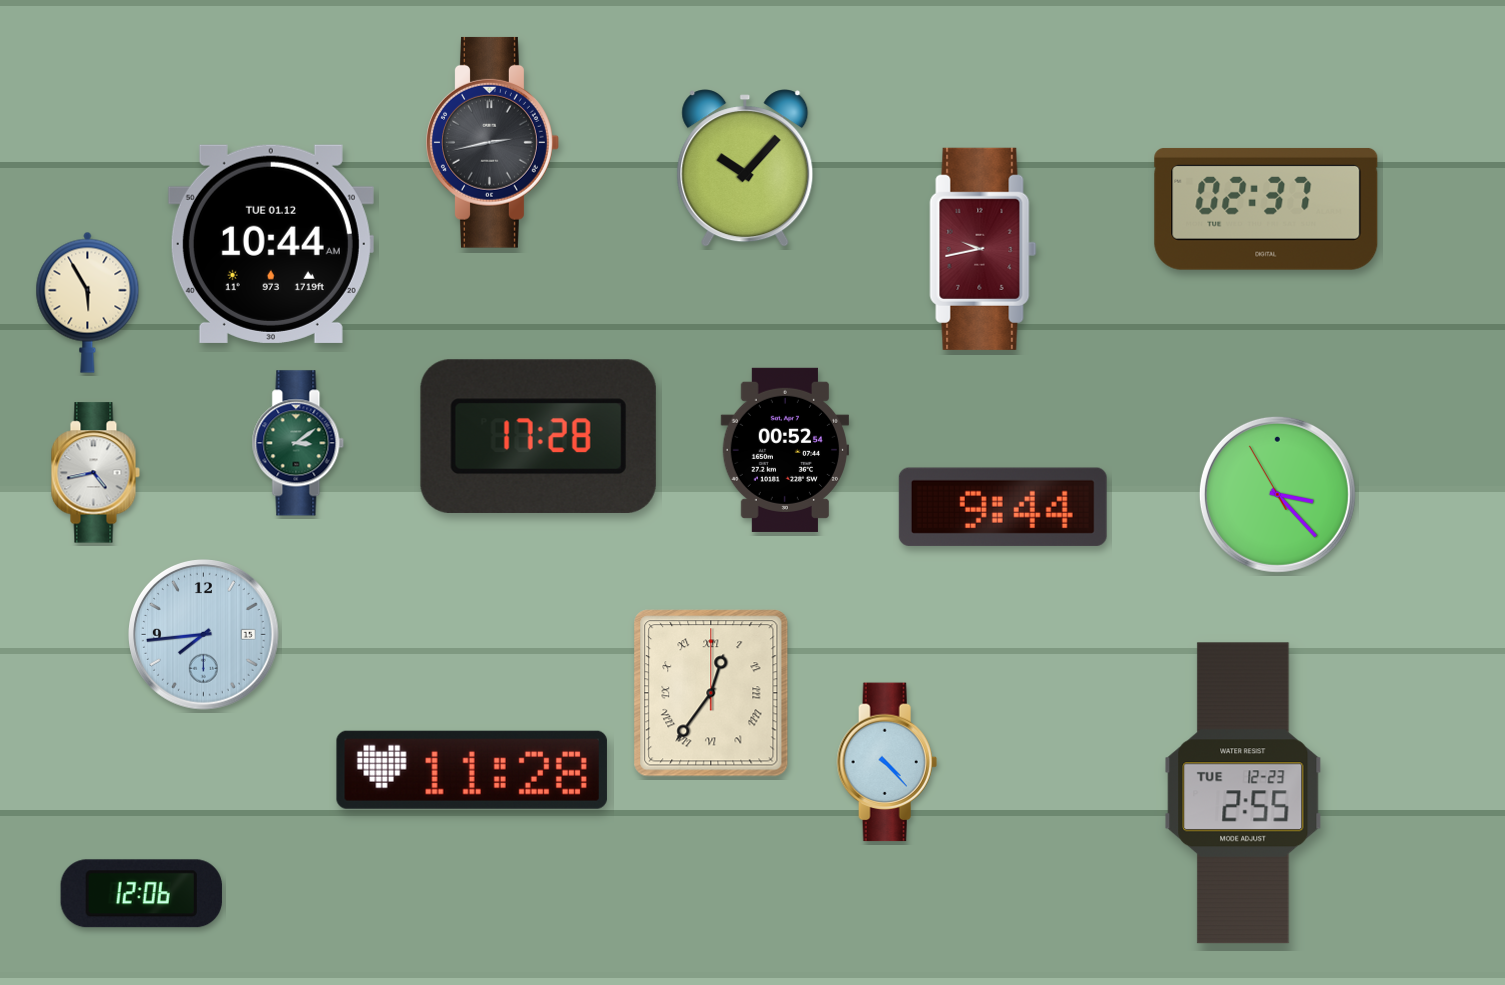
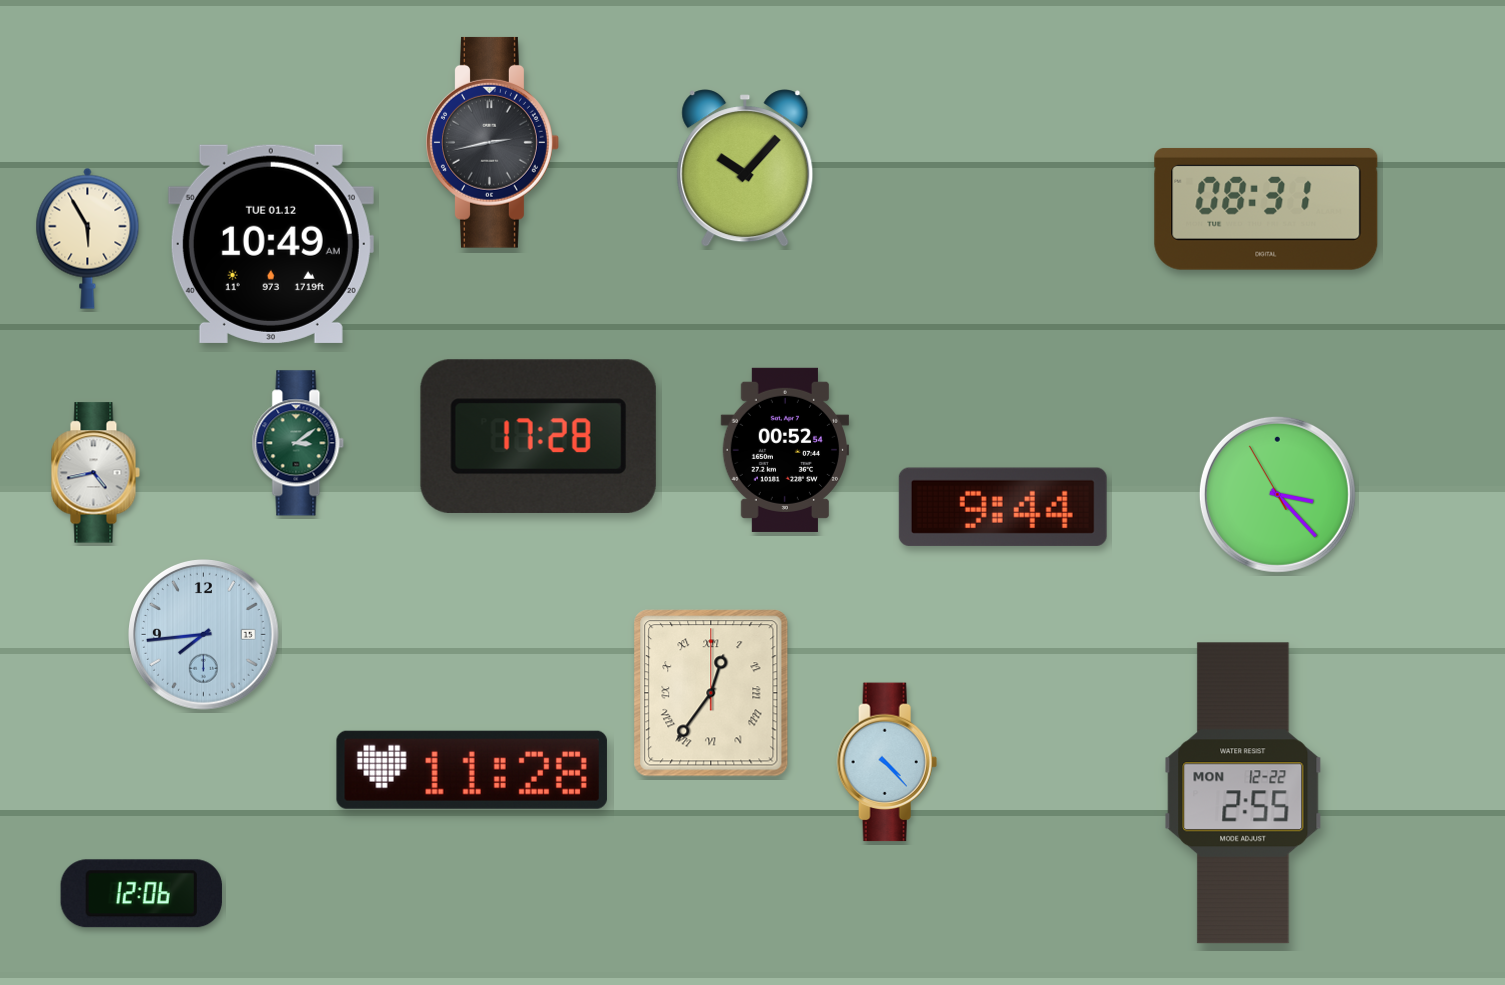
clock at (1266, 209): 02:37 -> 08:31
clock at (271, 244): 10:44 -> 10:49
clock at (983, 249): 9:43 -> none
clock at (88, 302) position: (88, 302) -> (88, 238)
clock at (1243, 793) date: TUE 12-23 -> MON 12-22
